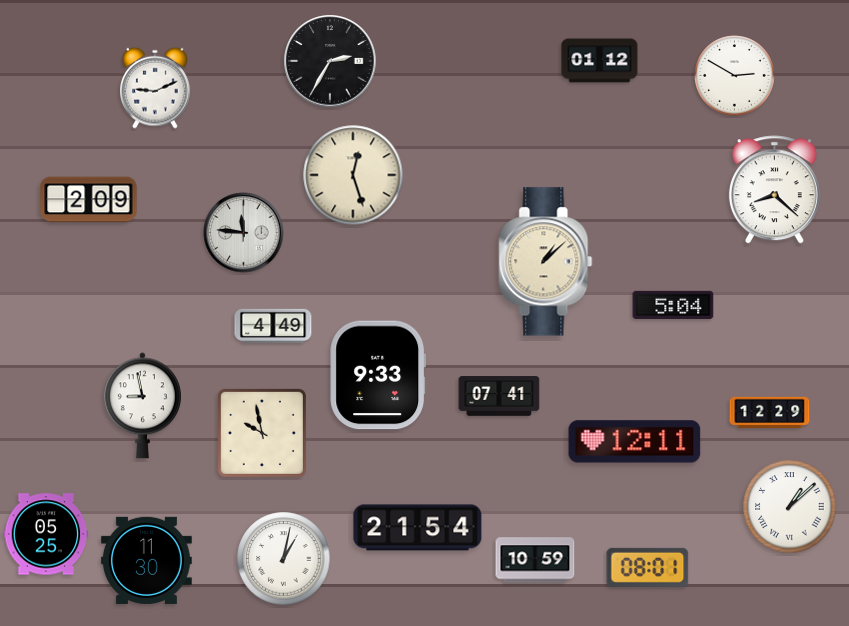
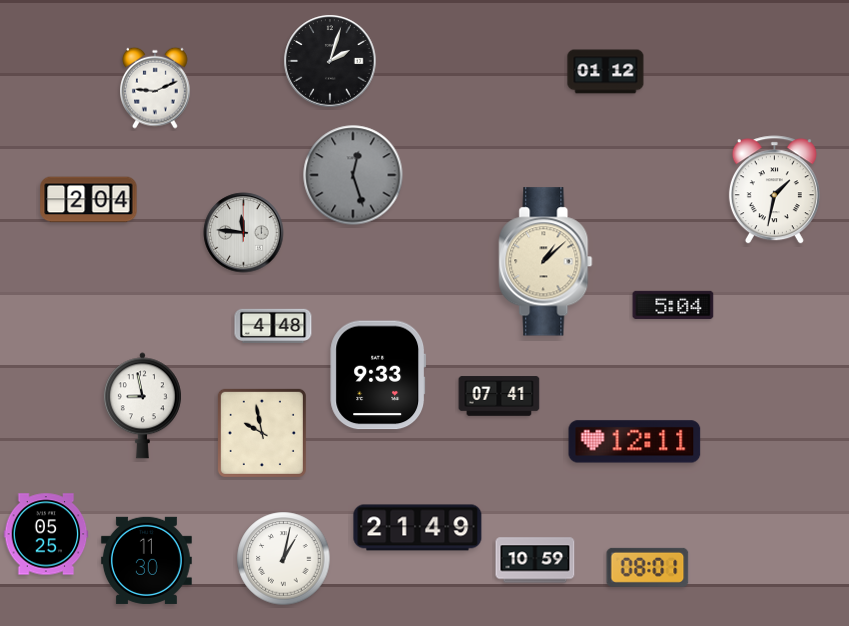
clock at (330, 61): 2:35 -> 2:03
clock at (600, 61) position: (600, 61) -> (606, 72)
clock at (735, 76): 2:50 -> none
clock at (353, 175) dial: cream -> grey
clock at (774, 190): 8:22 -> 1:32
clock at (89, 200): 2:09 -> 2:04
clock at (273, 326): 4:49 -> 4:48
clock at (770, 412): 12:29 -> none
clock at (790, 507): 1:08 -> none
clock at (418, 528): 21:54 -> 21:49
